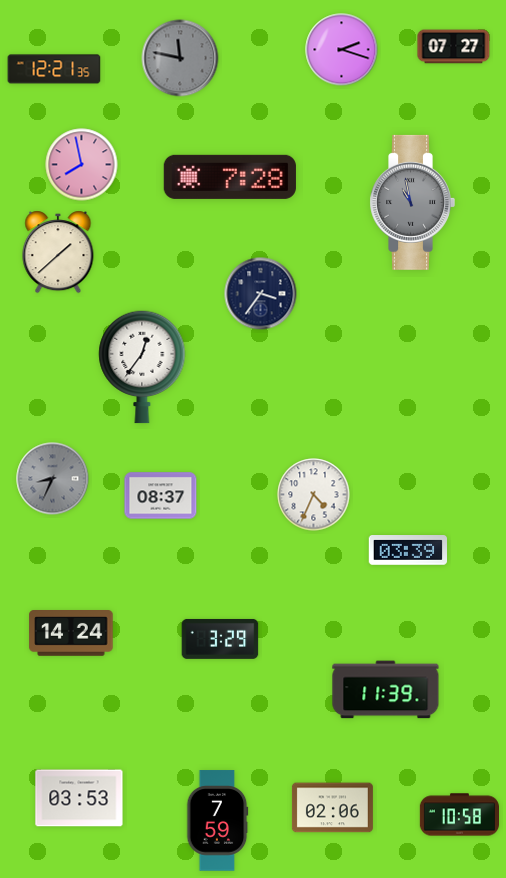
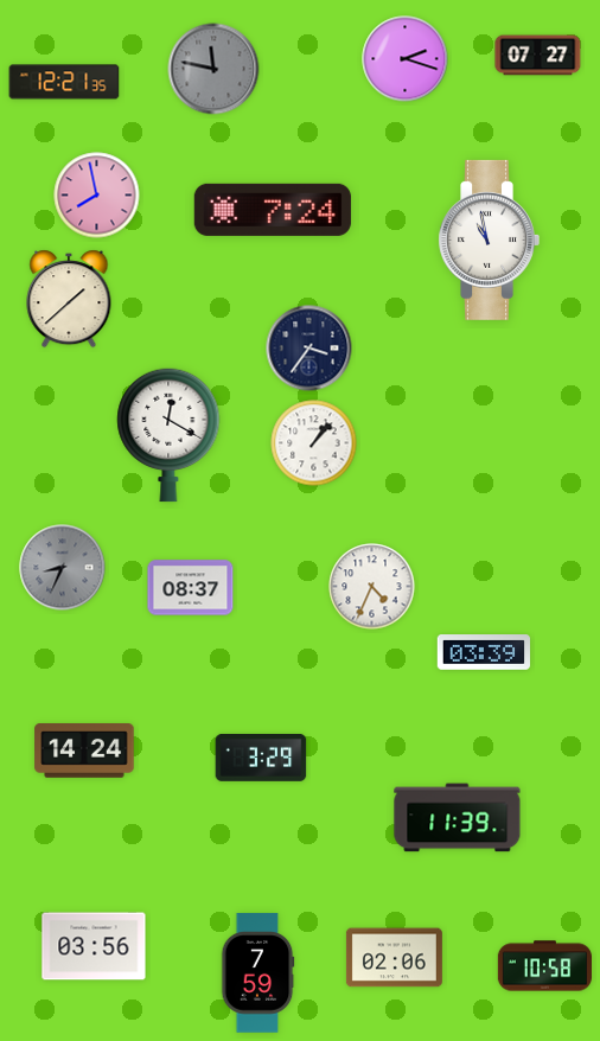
clock at (230, 177): 7:28 -> 7:24
clock at (412, 202) dial: grey -> white
clock at (142, 367): 12:36 -> 12:20
clock at (314, 443): none -> 1:07
clock at (79, 798): 03:53 -> 03:56
